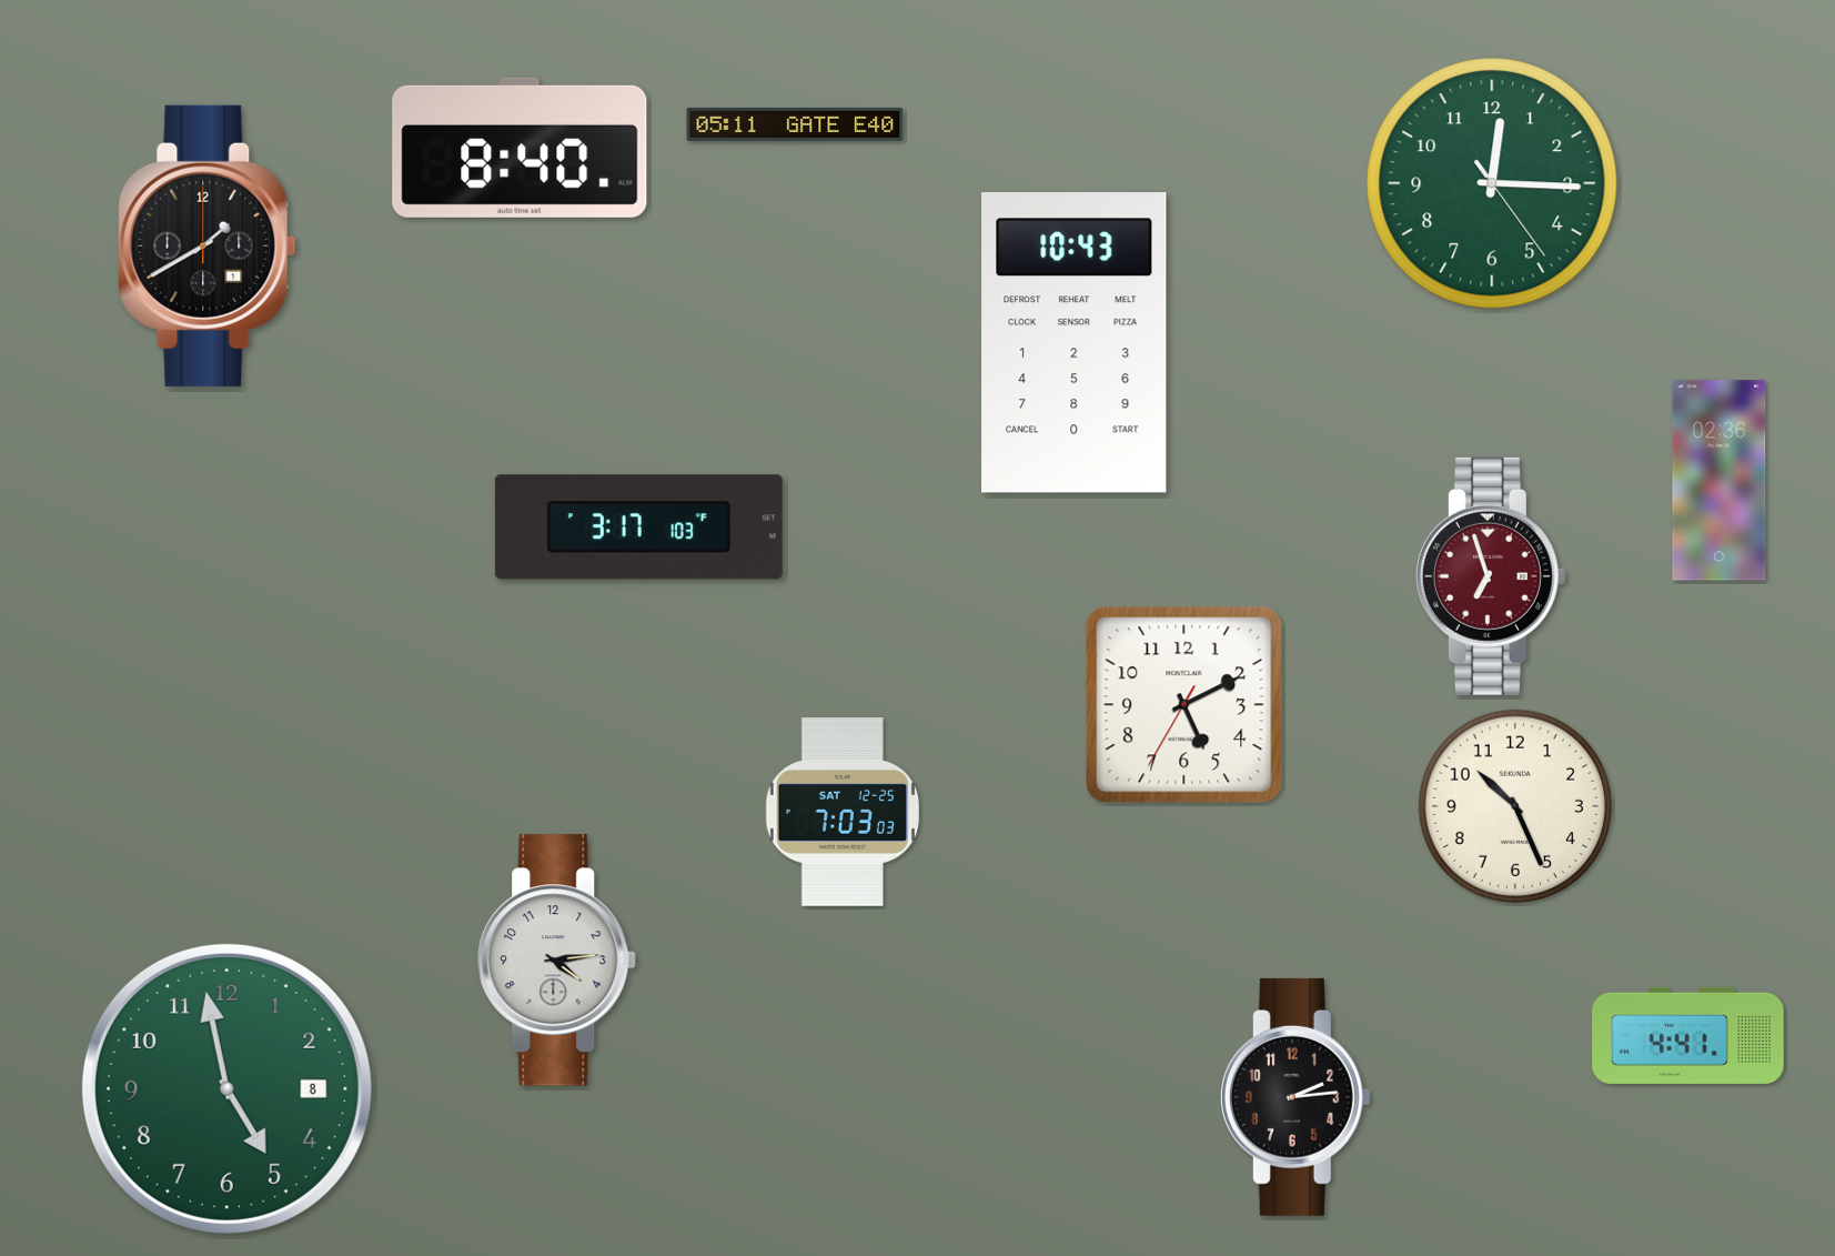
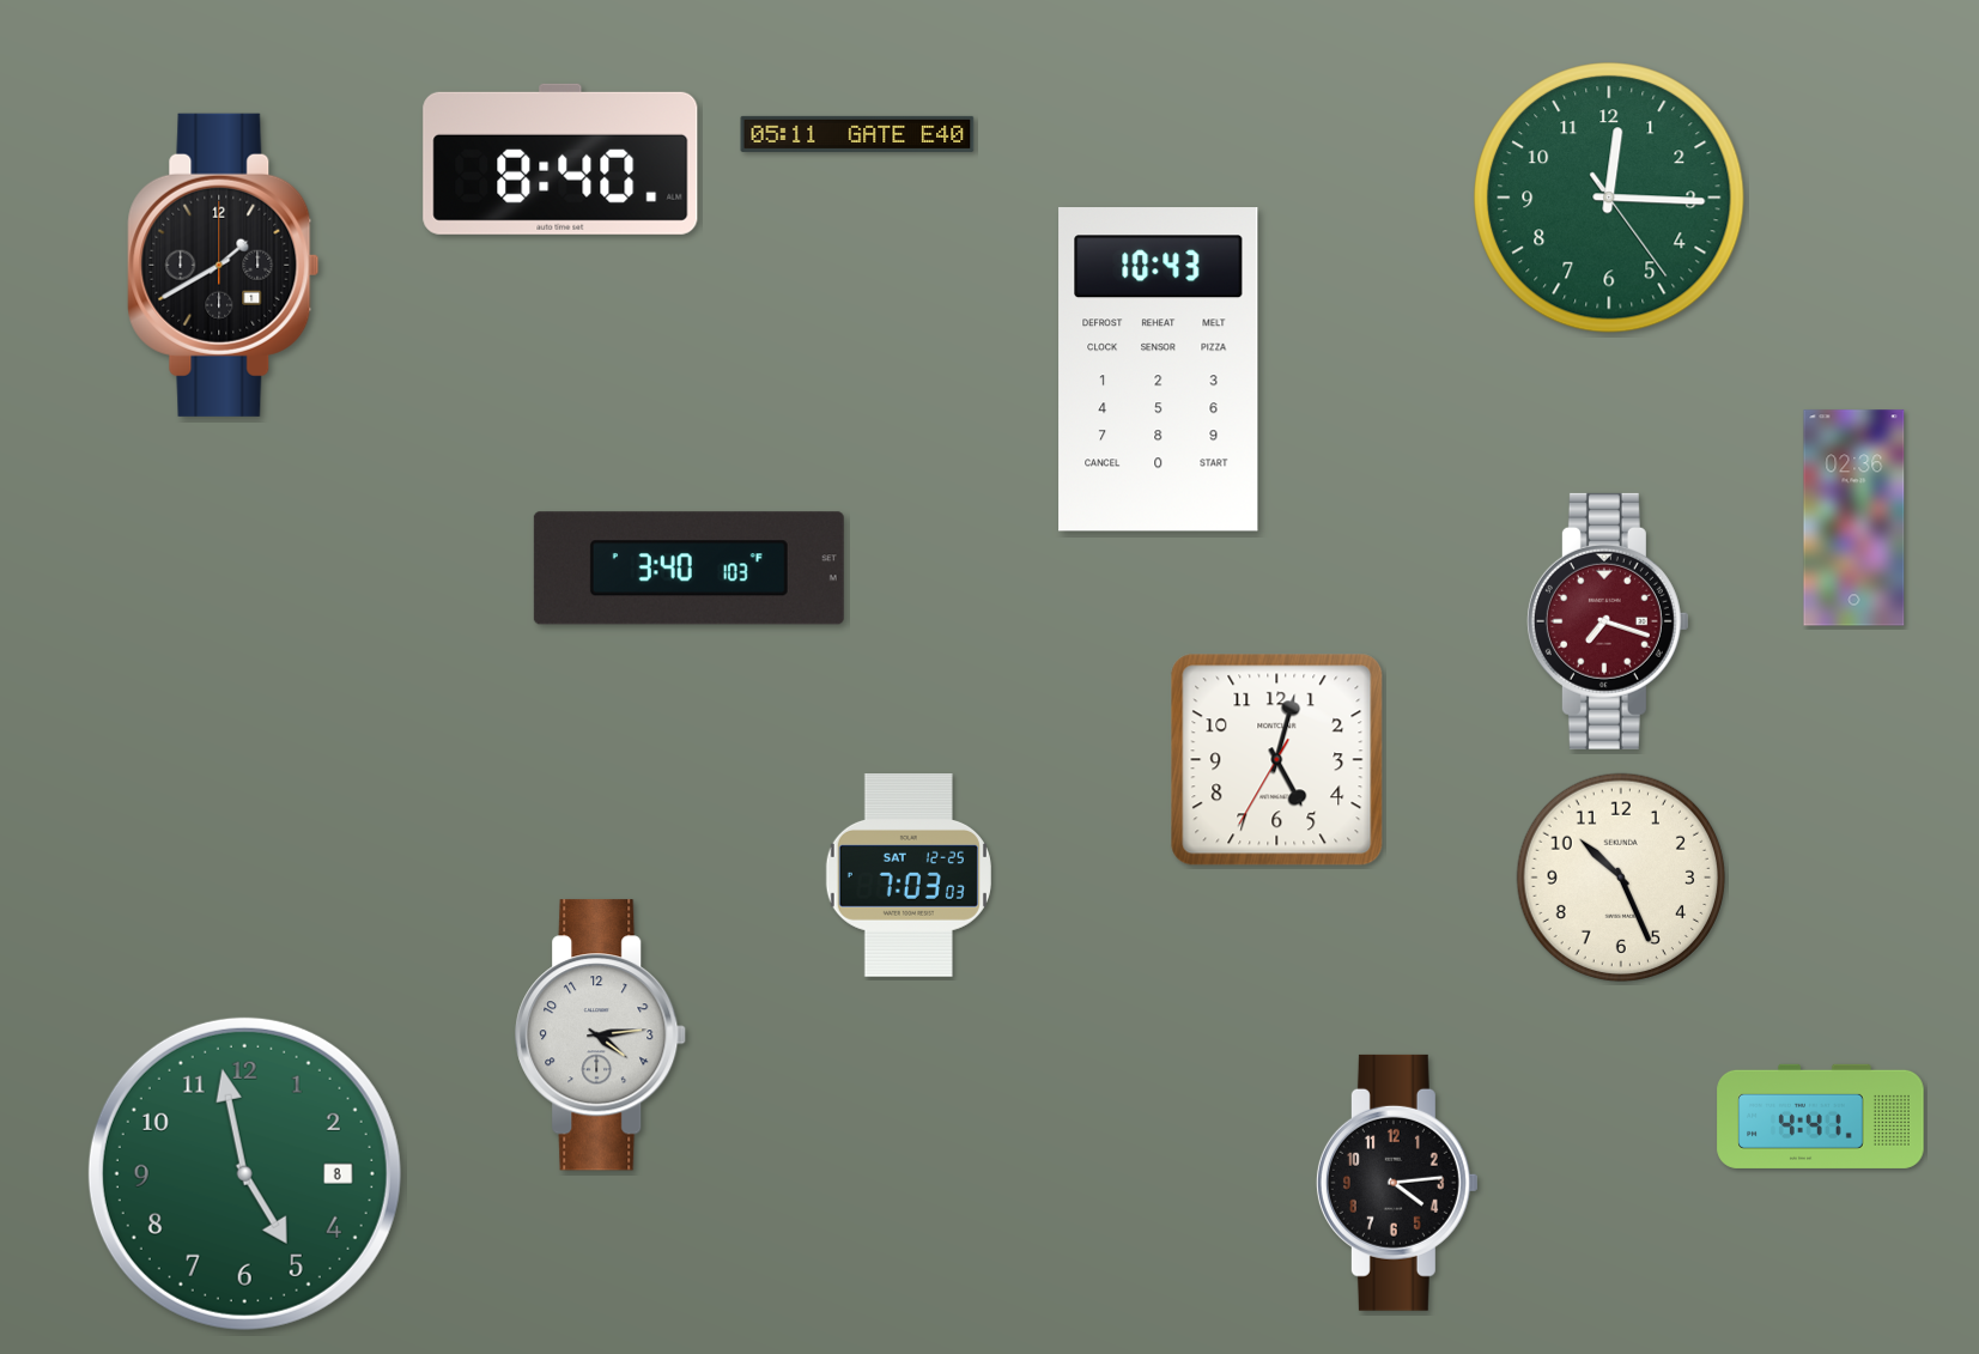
clock at (638, 527): 3:17 -> 3:40
clock at (1491, 576): 6:57 -> 7:18
clock at (1184, 705): 5:10 -> 5:02
clock at (1514, 805) position: (1514, 805) -> (1620, 876)
clock at (1295, 1097): 2:14 -> 4:14
